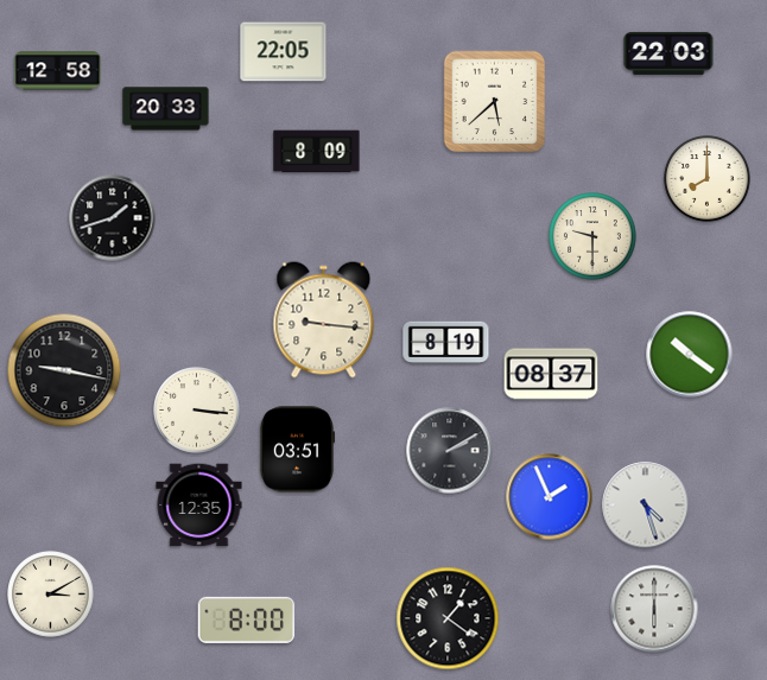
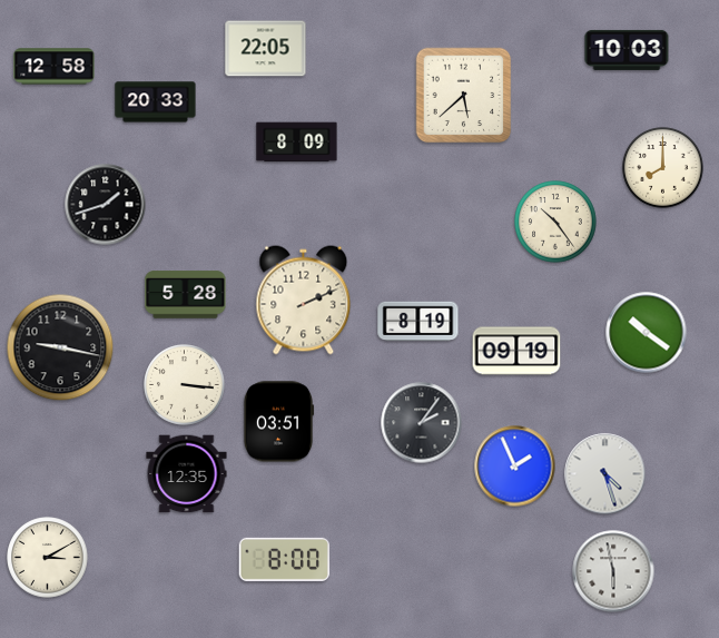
clock at (668, 53): 22:03 -> 10:03
clock at (592, 236): 9:30 -> 10:24
clock at (186, 295): none -> 5:28
clock at (324, 320): 9:16 -> 2:11
clock at (551, 374): 08:37 -> 09:19
clock at (450, 451): 2:10 -> 2:06
clock at (654, 609): 6:00 -> 5:58
clock at (448, 618): 1:21 -> none
clock at (247, 619) position: (247, 619) -> (285, 559)
